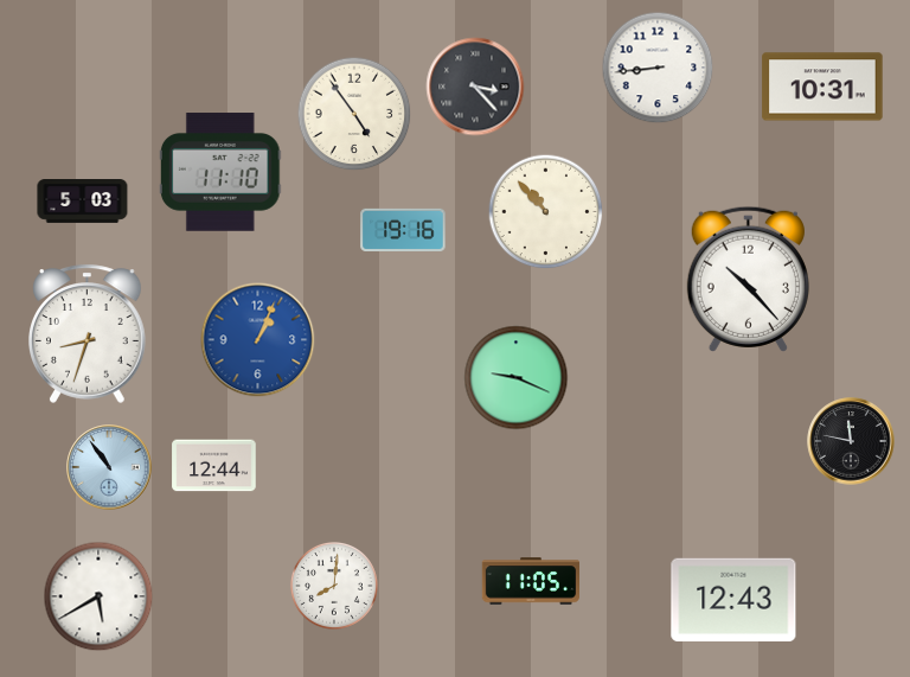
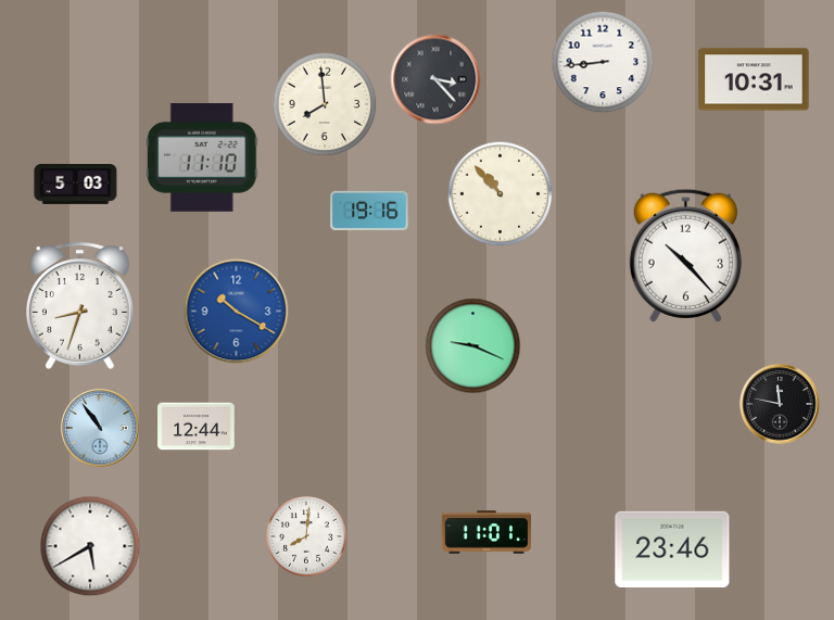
clock at (354, 114): 4:54 -> 7:59
clock at (258, 340): 1:04 -> 10:20
clock at (530, 581): 11:05 -> 11:01
clock at (733, 599): 12:43 -> 23:46
